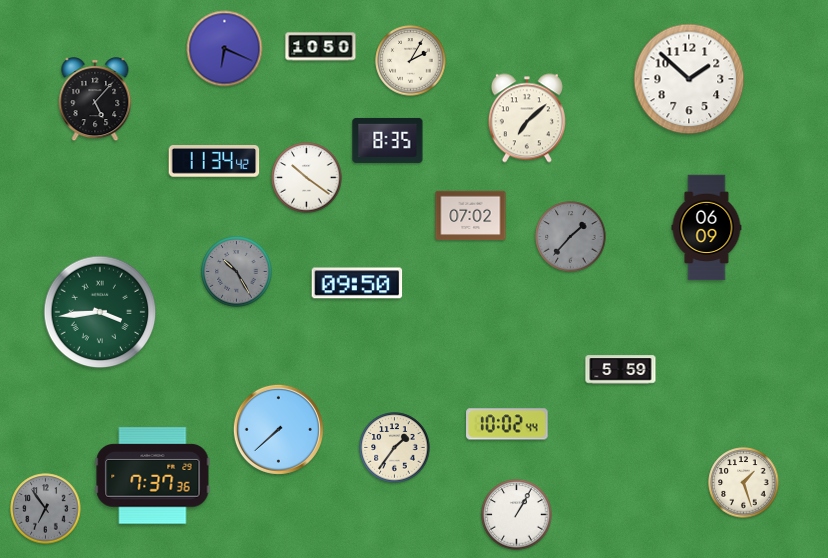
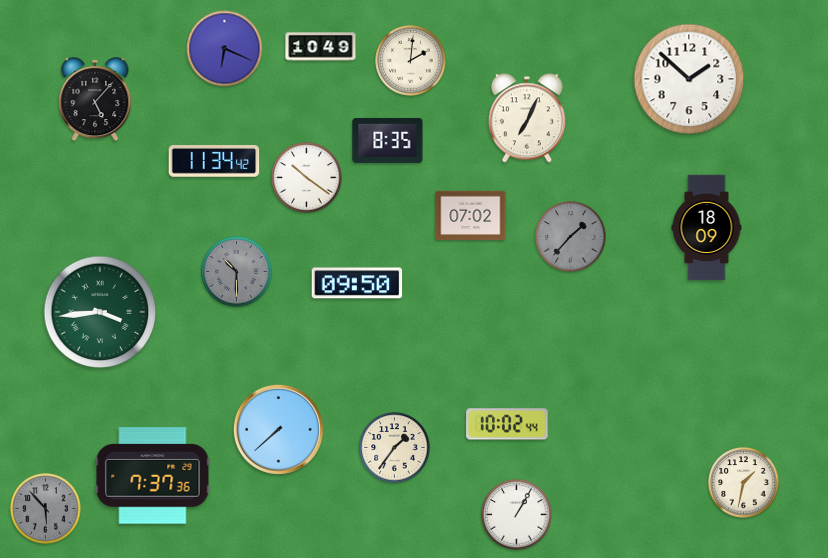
clock at (321, 47): 10:50 -> 10:49
clock at (411, 61): 2:05 -> 2:01
clock at (527, 118): 7:08 -> 7:04
clock at (707, 228): 06:09 -> 18:09
clock at (237, 272): 10:25 -> 10:30
clock at (621, 370): 5:59 -> none
clock at (744, 483): 1:27 -> 1:32
clock at (46, 509): 6:54 -> 5:53
